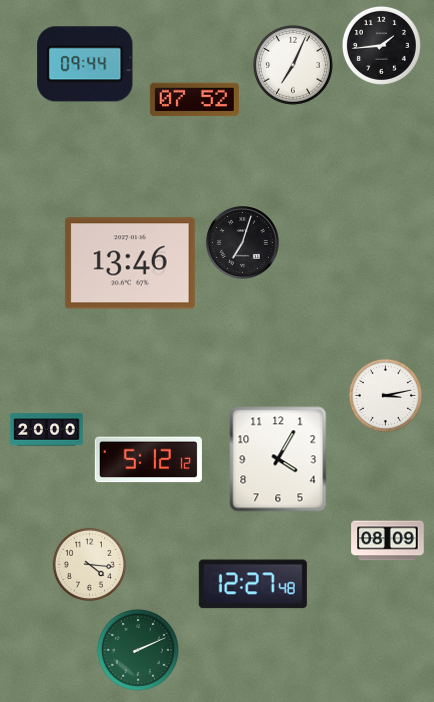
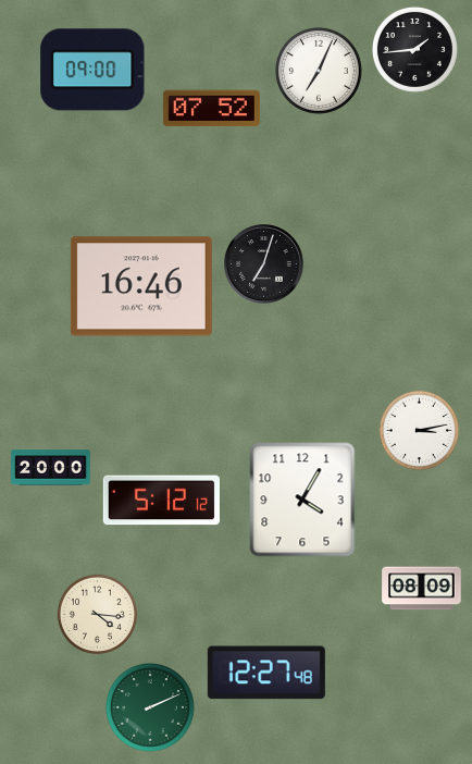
clock at (85, 64): 09:44 -> 09:00
clock at (130, 263): 13:46 -> 16:46
clock at (253, 584) position: (253, 584) -> (266, 673)
